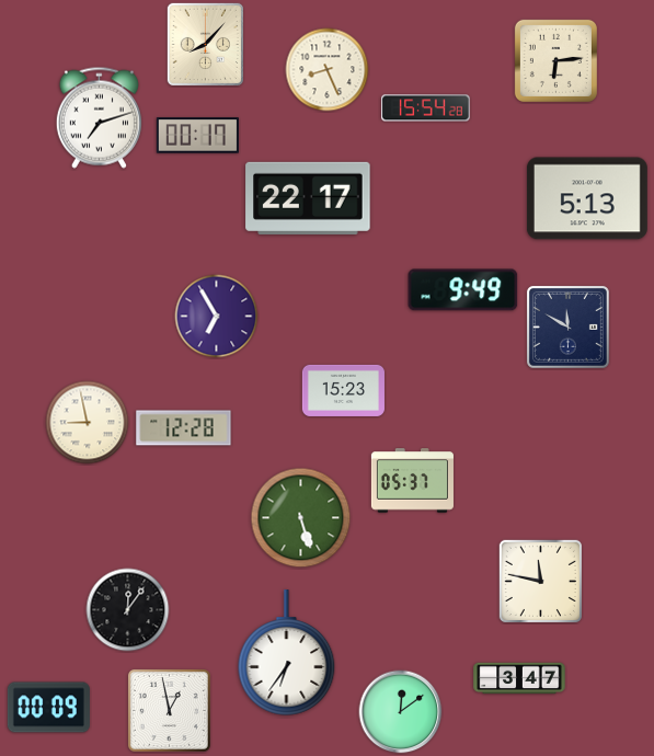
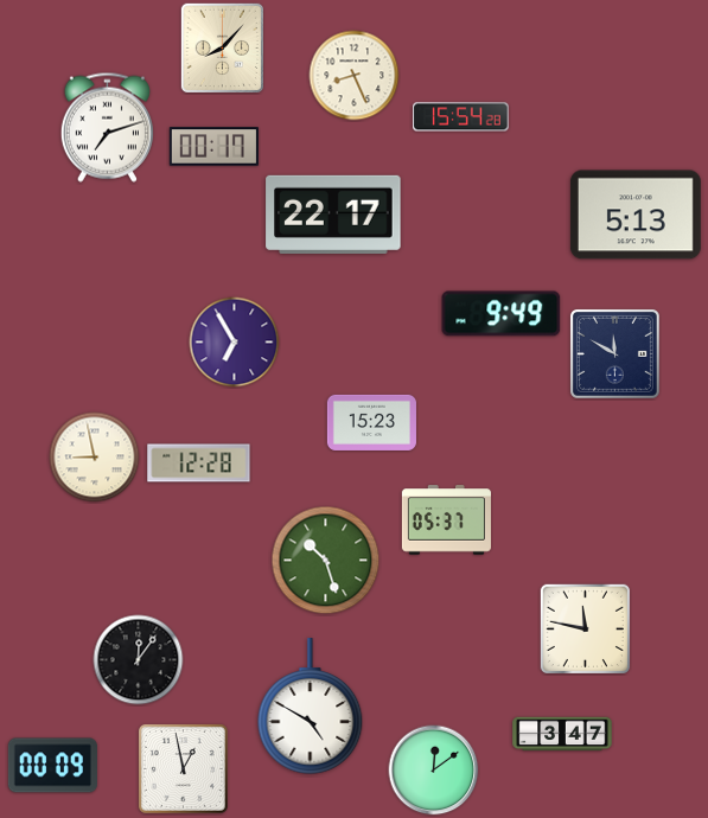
clock at (555, 60): 6:14 -> none
clock at (301, 518): 5:27 -> 10:27
clock at (287, 653): 6:36 -> 4:50
